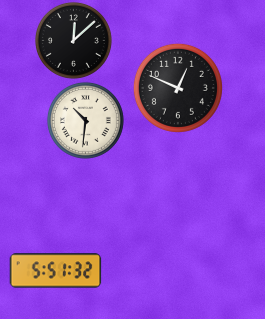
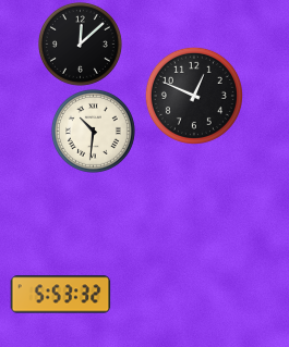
clock at (56, 271): 5:51 -> 5:53
